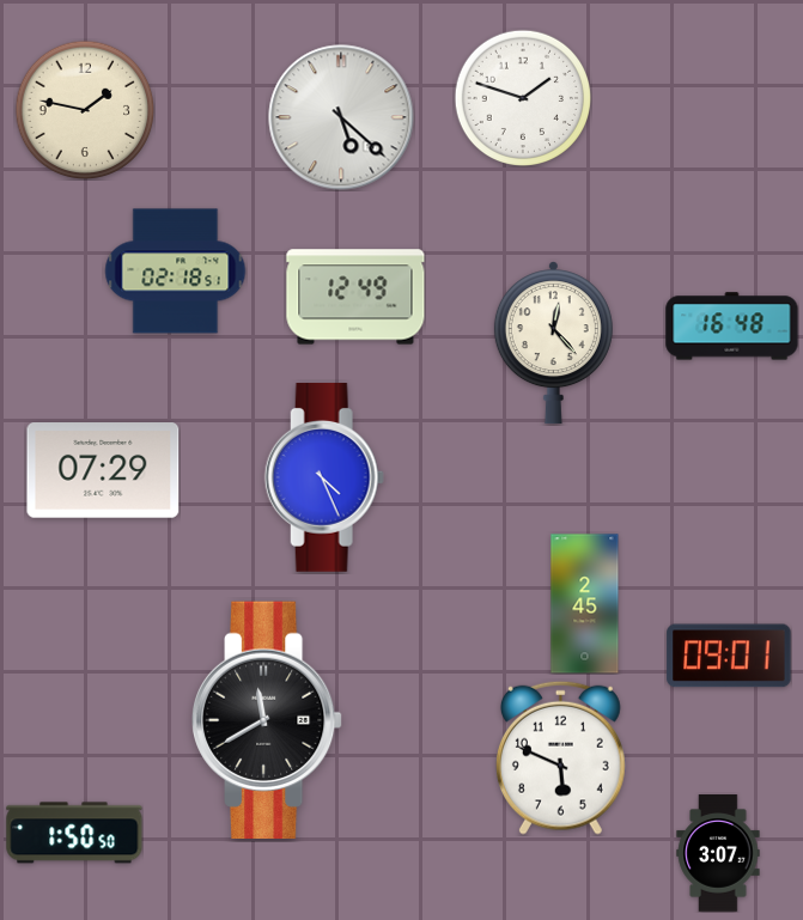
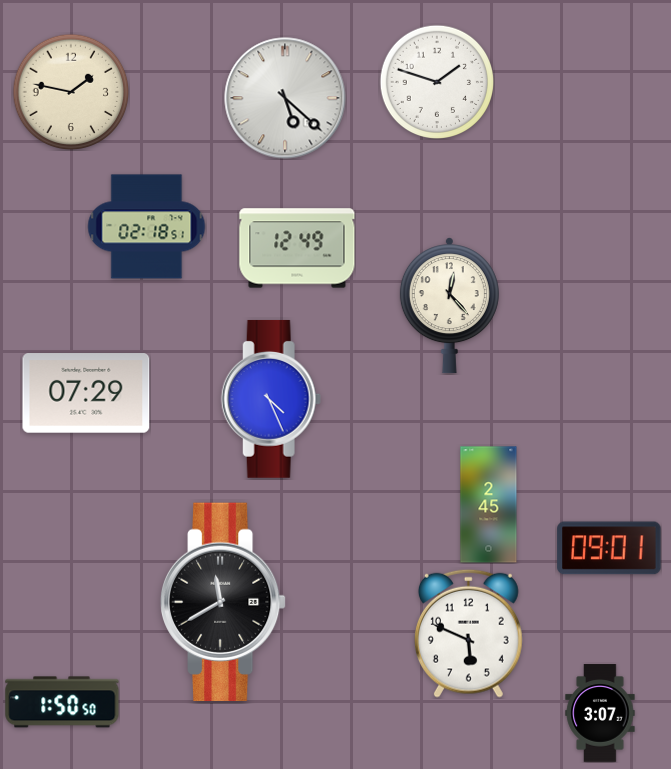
clock at (732, 327): 16:48 -> none
clock at (553, 343) position: (553, 343) -> (449, 306)
clock at (74, 833) position: (74, 833) -> (62, 702)
